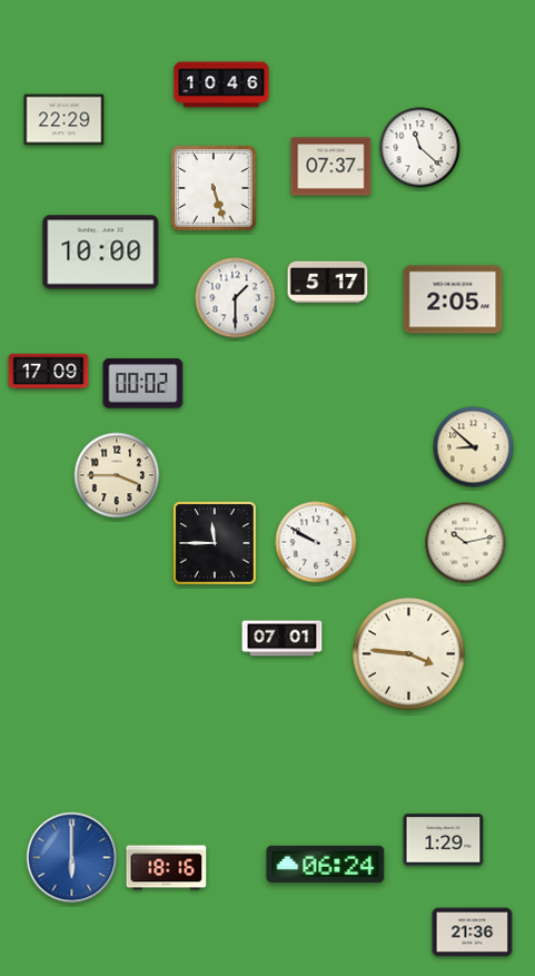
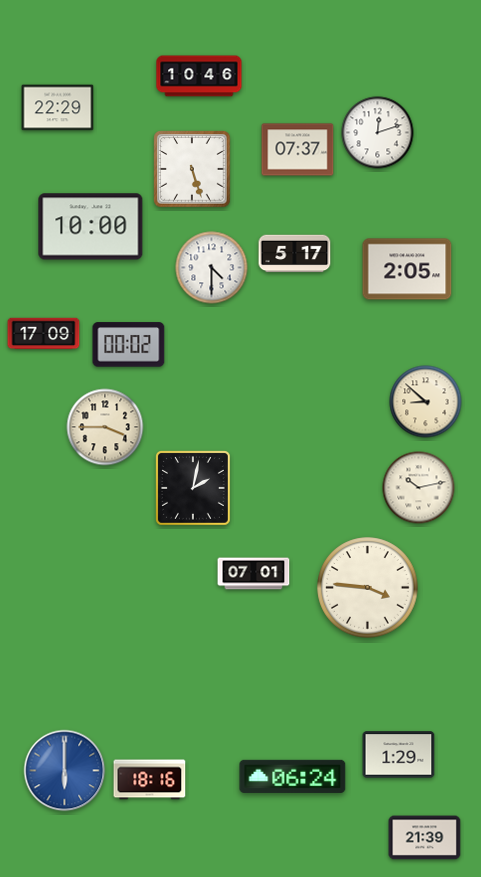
clock at (420, 148): 11:22 -> 12:12
clock at (236, 298): 1:30 -> 4:30
clock at (316, 542): 9:50 -> none
clock at (216, 544): 11:45 -> 2:02
clock at (473, 933): 21:36 -> 21:39
